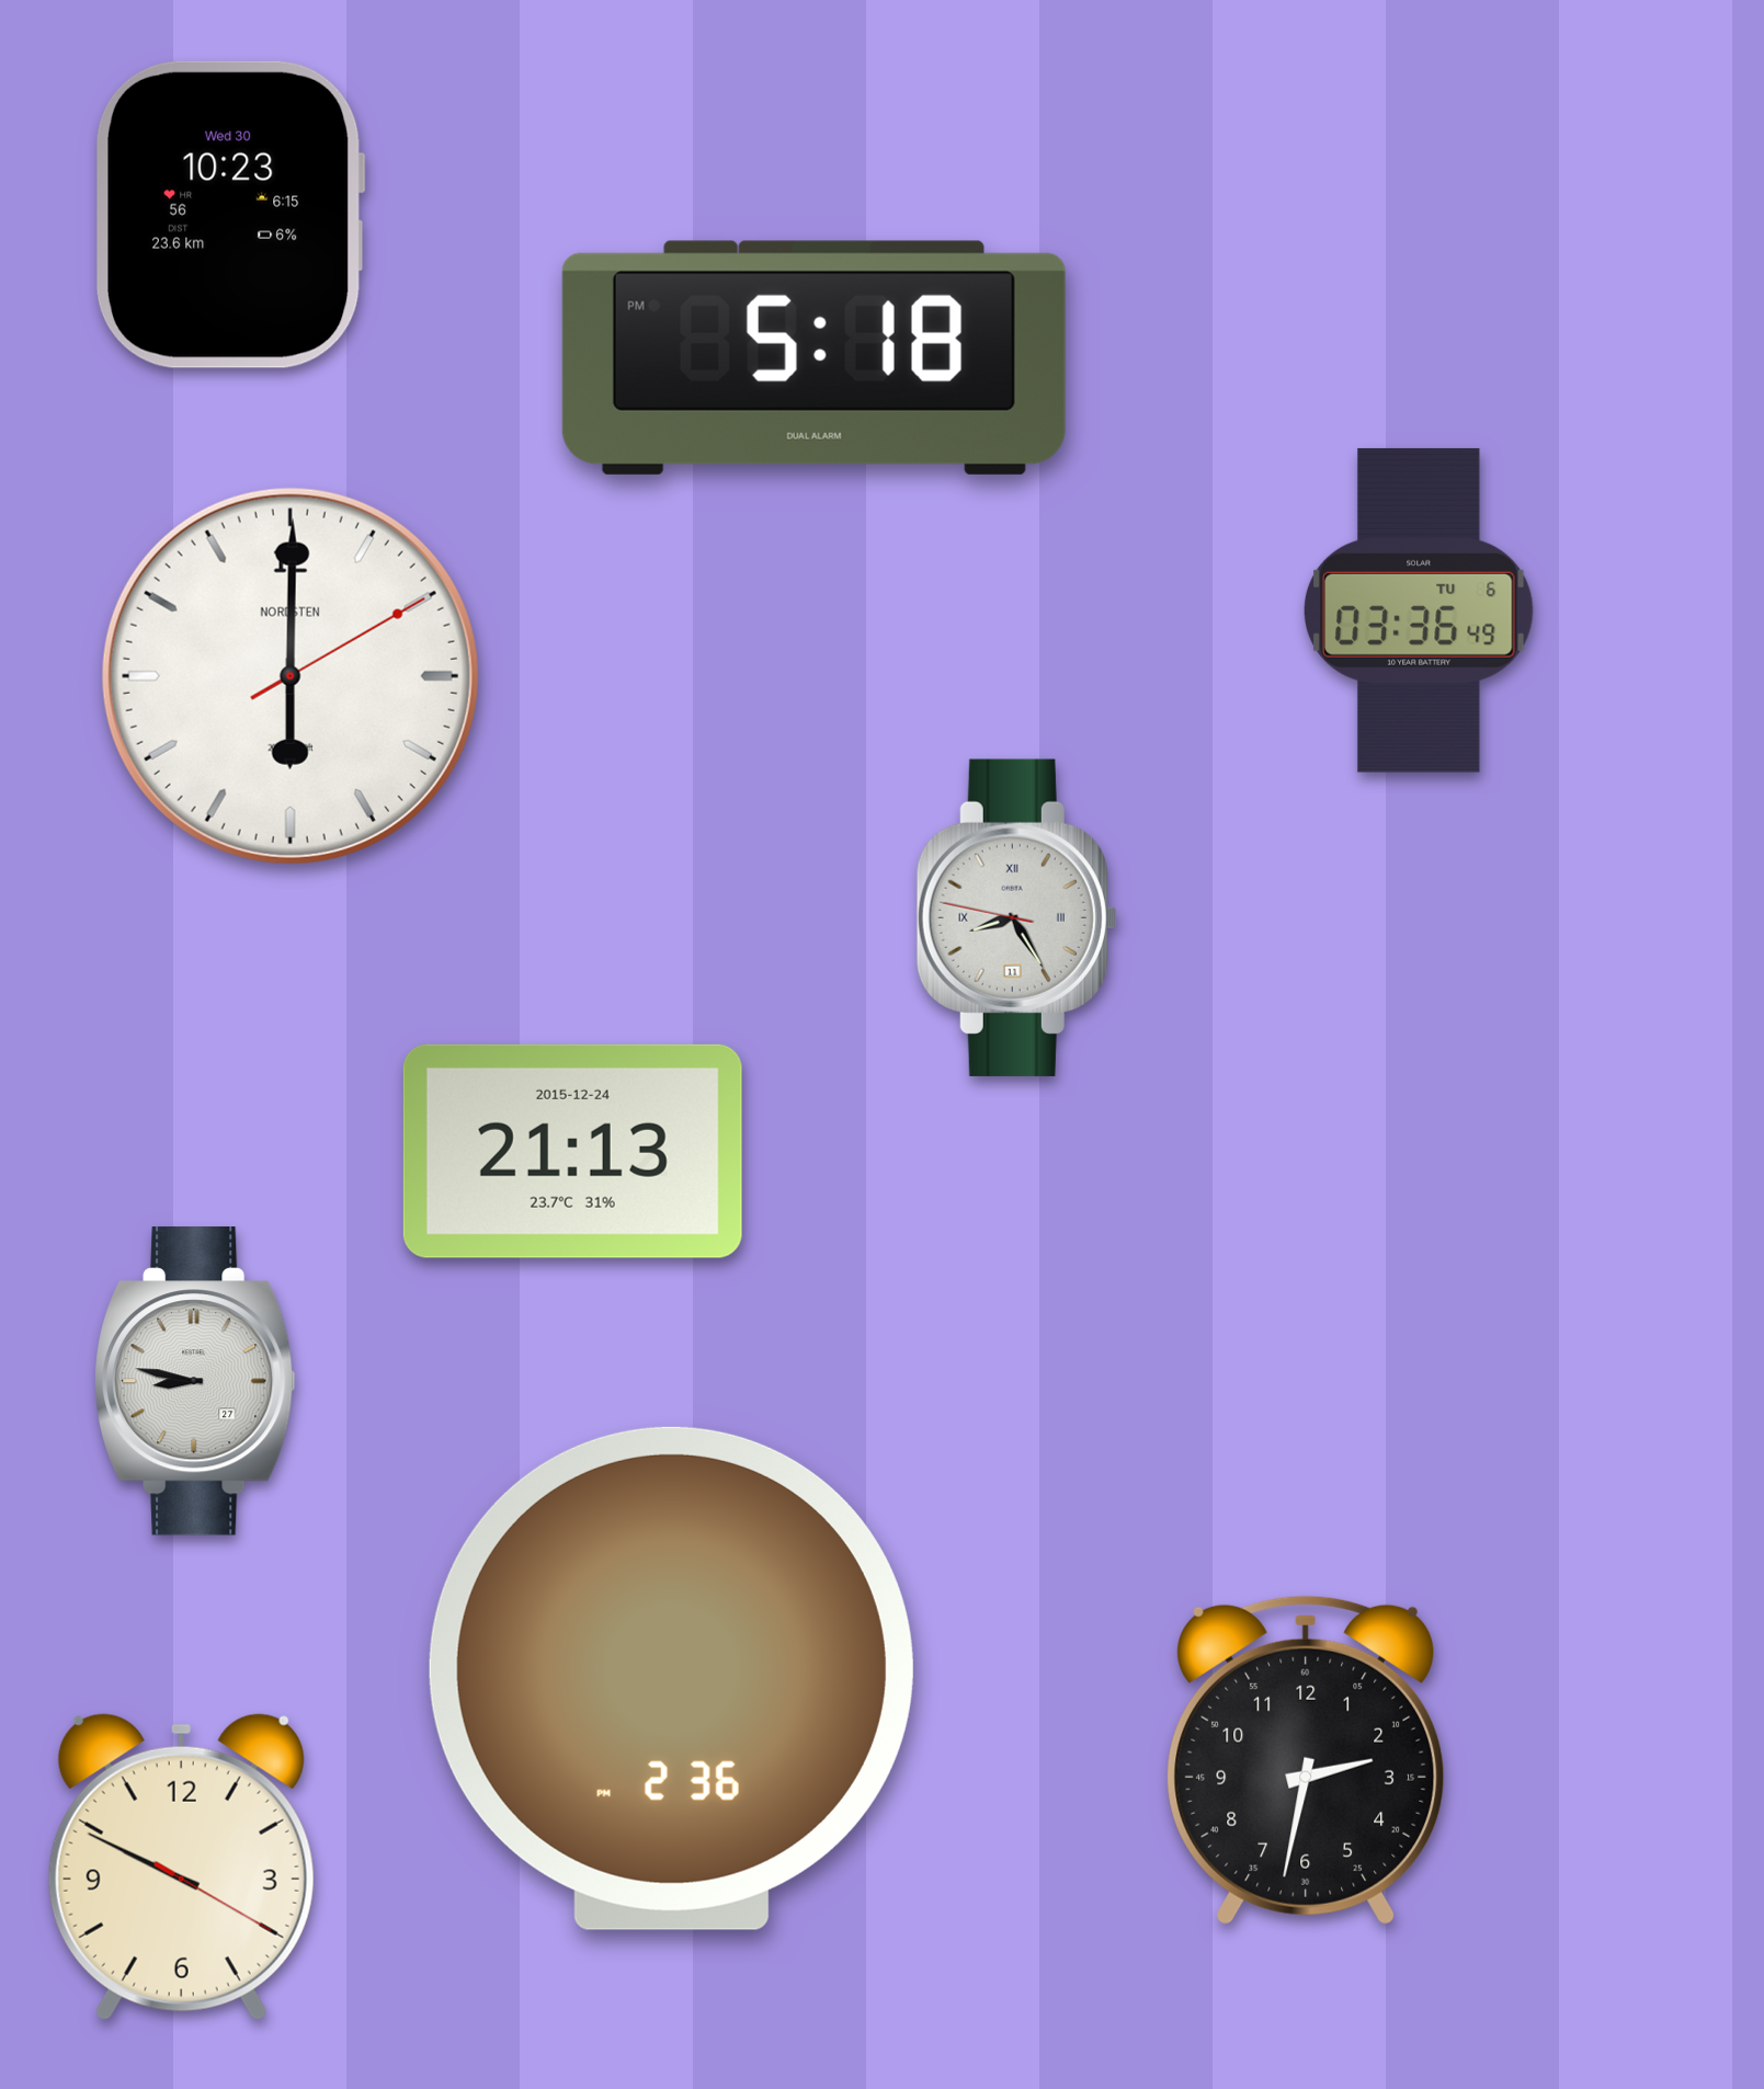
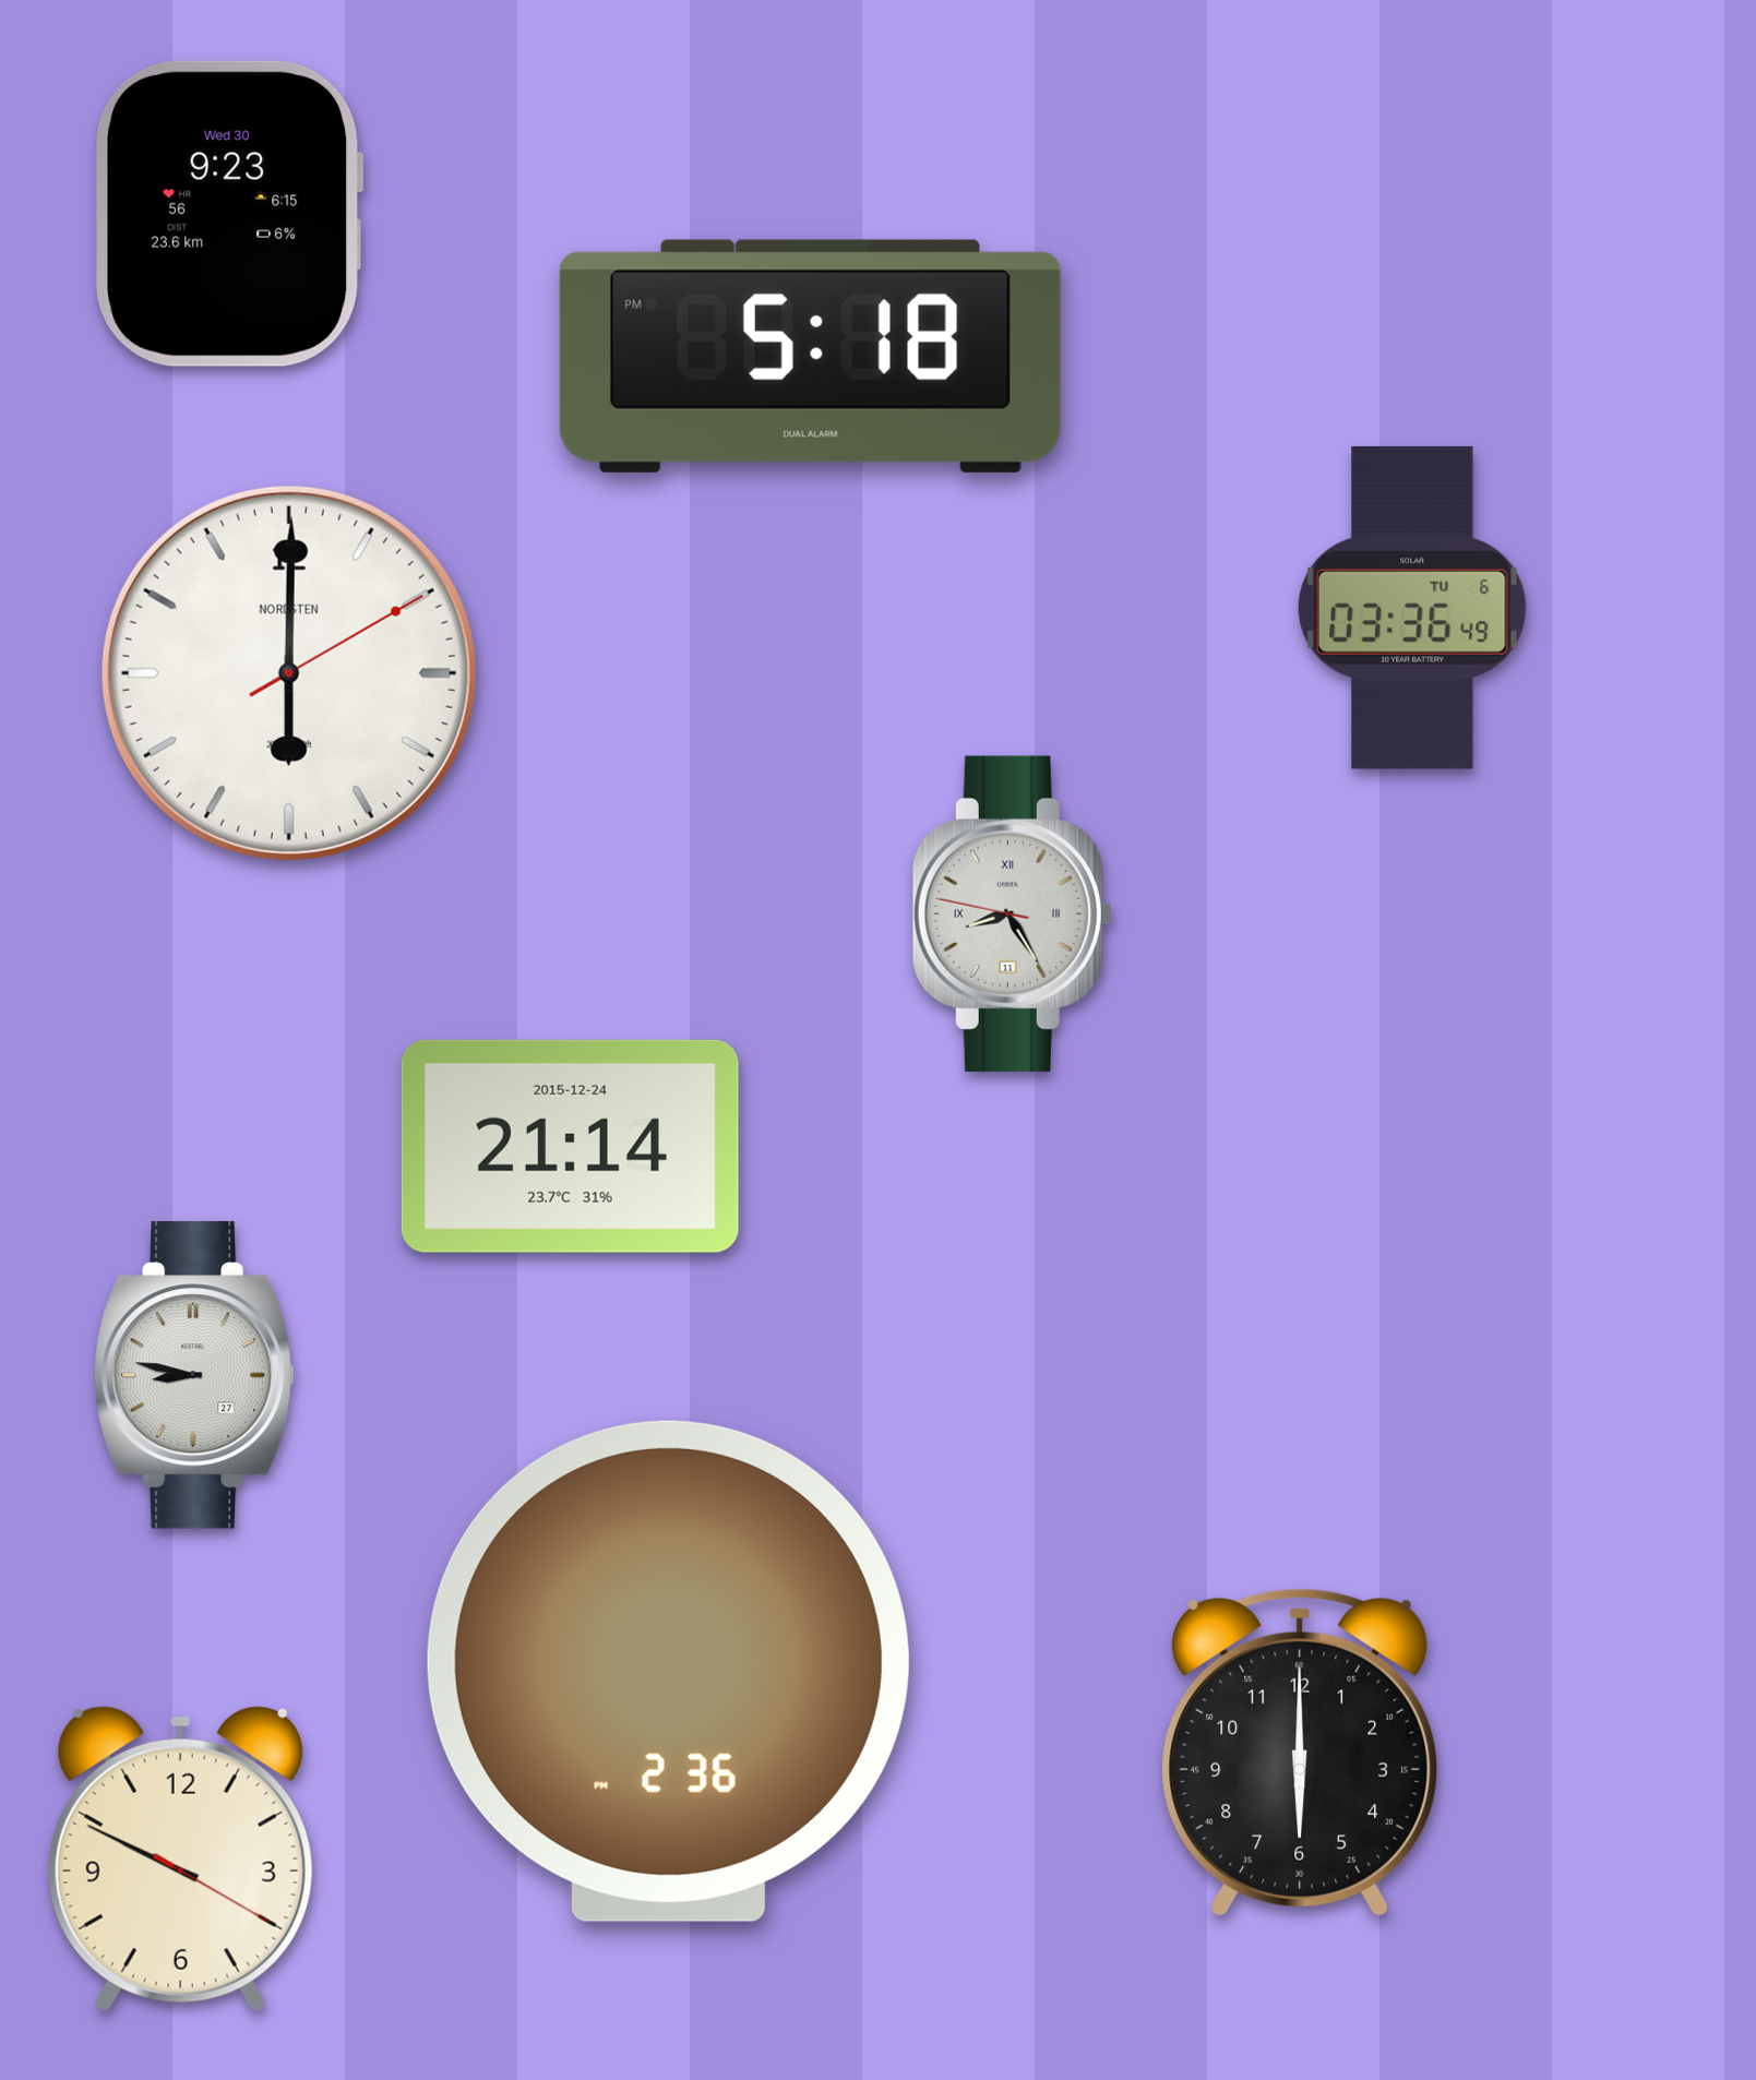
clock at (230, 215): 10:23 -> 9:23
clock at (572, 1151): 21:13 -> 21:14
clock at (1306, 1760): 2:32 -> 6:00
